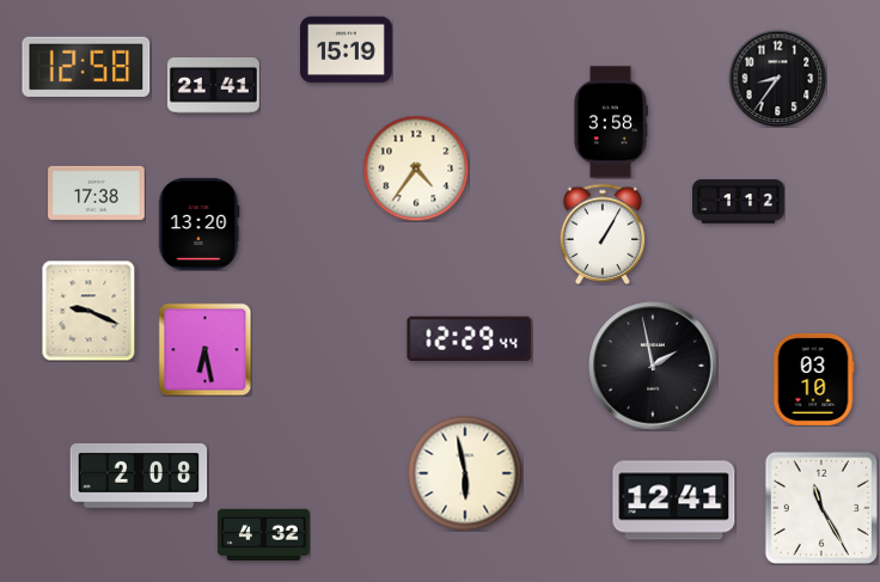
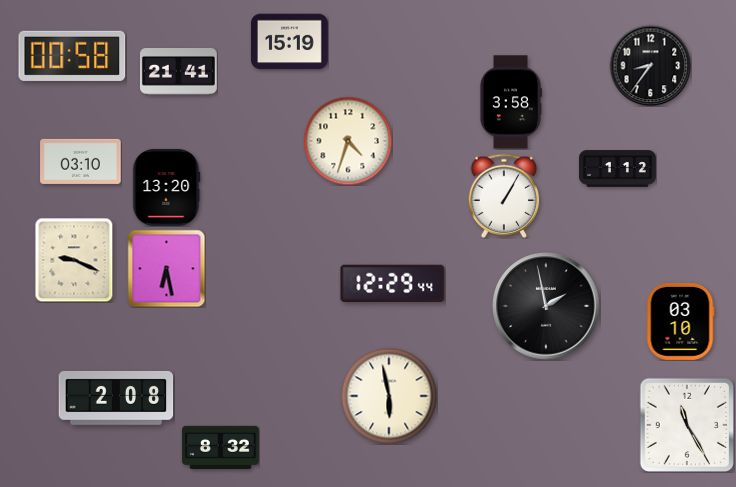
clock at (86, 67): 12:58 -> 00:58
clock at (416, 169): 4:36 -> 4:33
clock at (97, 192): 17:38 -> 03:10
clock at (204, 349) position: (204, 349) -> (166, 268)
clock at (813, 379) position: (813, 379) -> (680, 321)
clock at (674, 501): 12:41 -> none
clock at (263, 534): 4:32 -> 8:32
